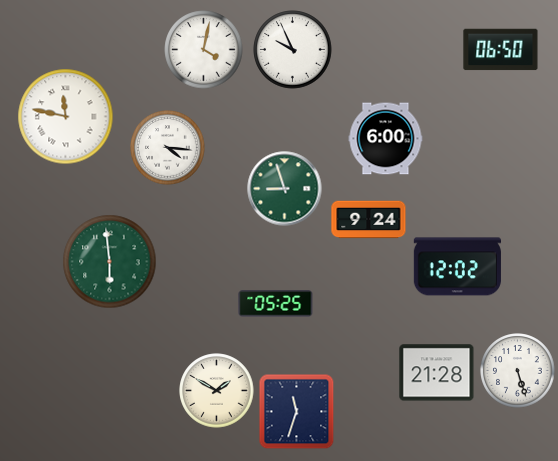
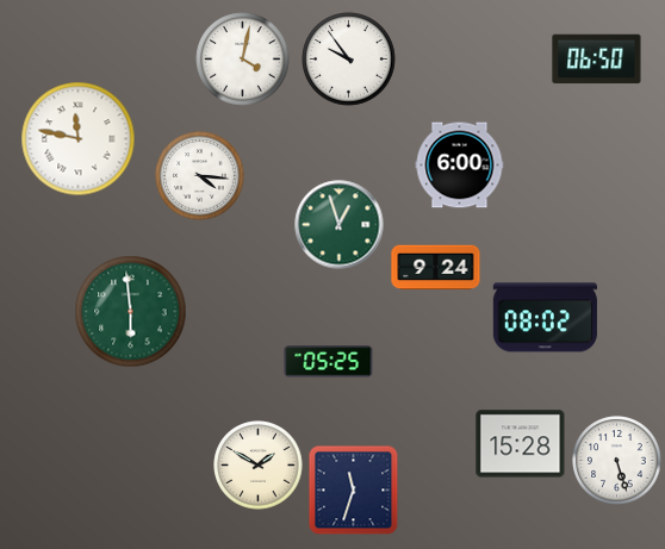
clock at (293, 50): 9:56 -> 9:54
clock at (285, 189): 8:57 -> 12:57
clock at (369, 220) position: (369, 220) -> (436, 268)
clock at (457, 267): 12:02 -> 08:02
clock at (518, 371) position: (518, 371) -> (617, 461)
clock at (437, 373): 21:28 -> 15:28
